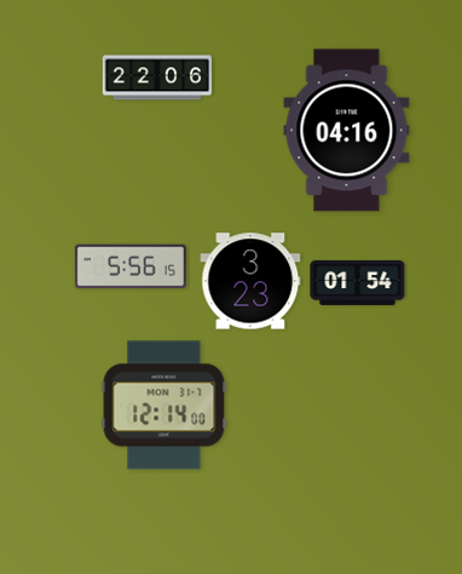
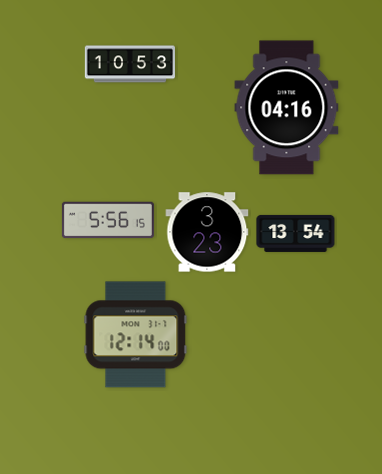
clock at (157, 78): 22:06 -> 10:53
clock at (358, 282): 01:54 -> 13:54
